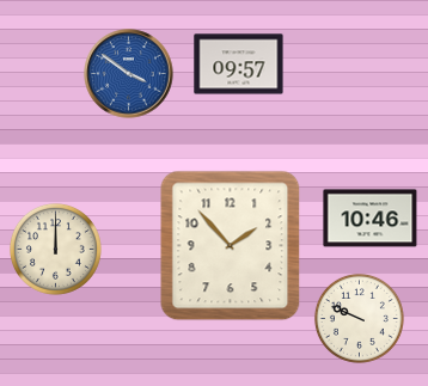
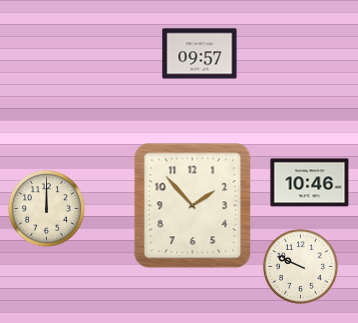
clock at (129, 74): 3:51 -> none
